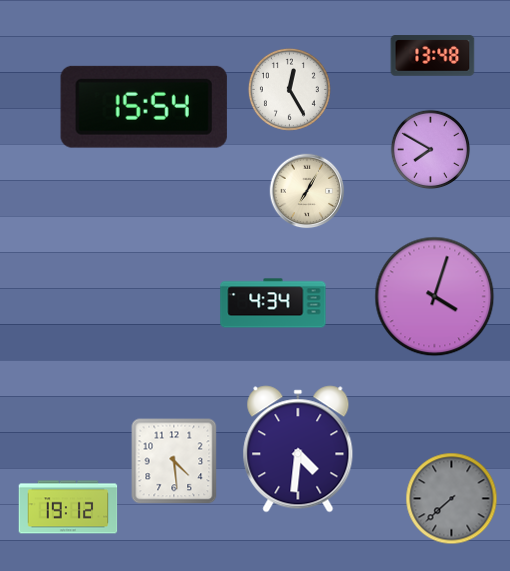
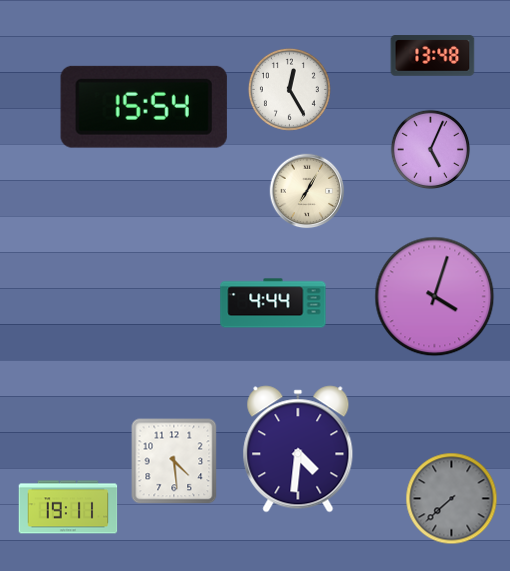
clock at (431, 150): 7:50 -> 5:04
clock at (273, 303): 4:34 -> 4:44
clock at (68, 507): 19:12 -> 19:11
